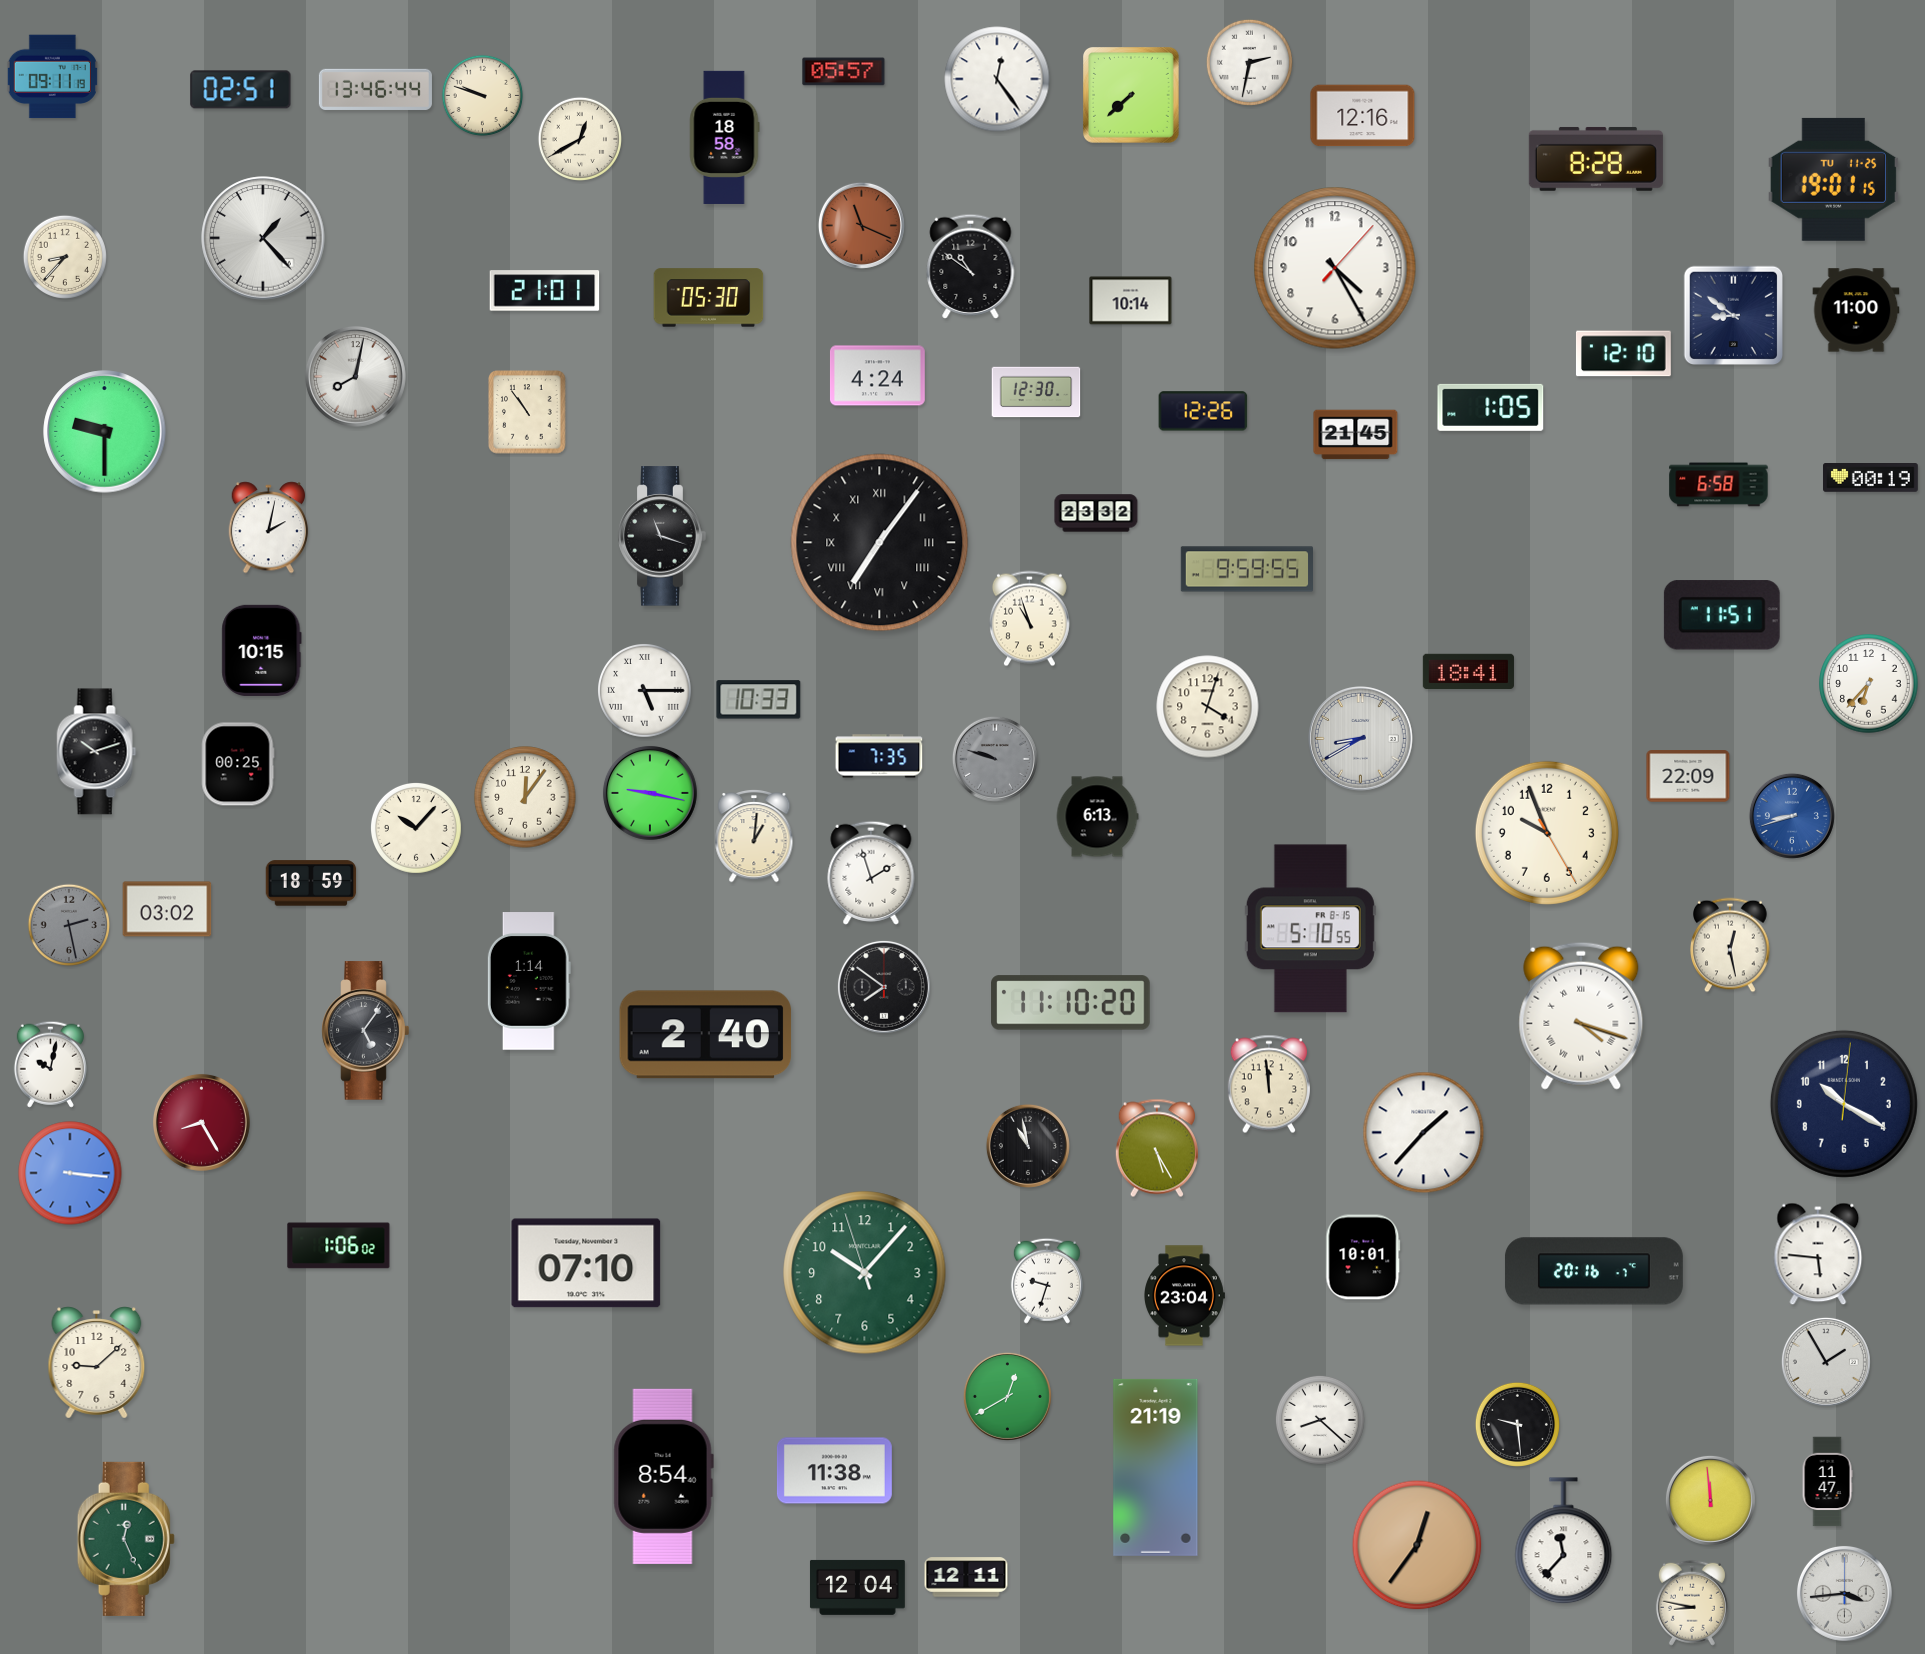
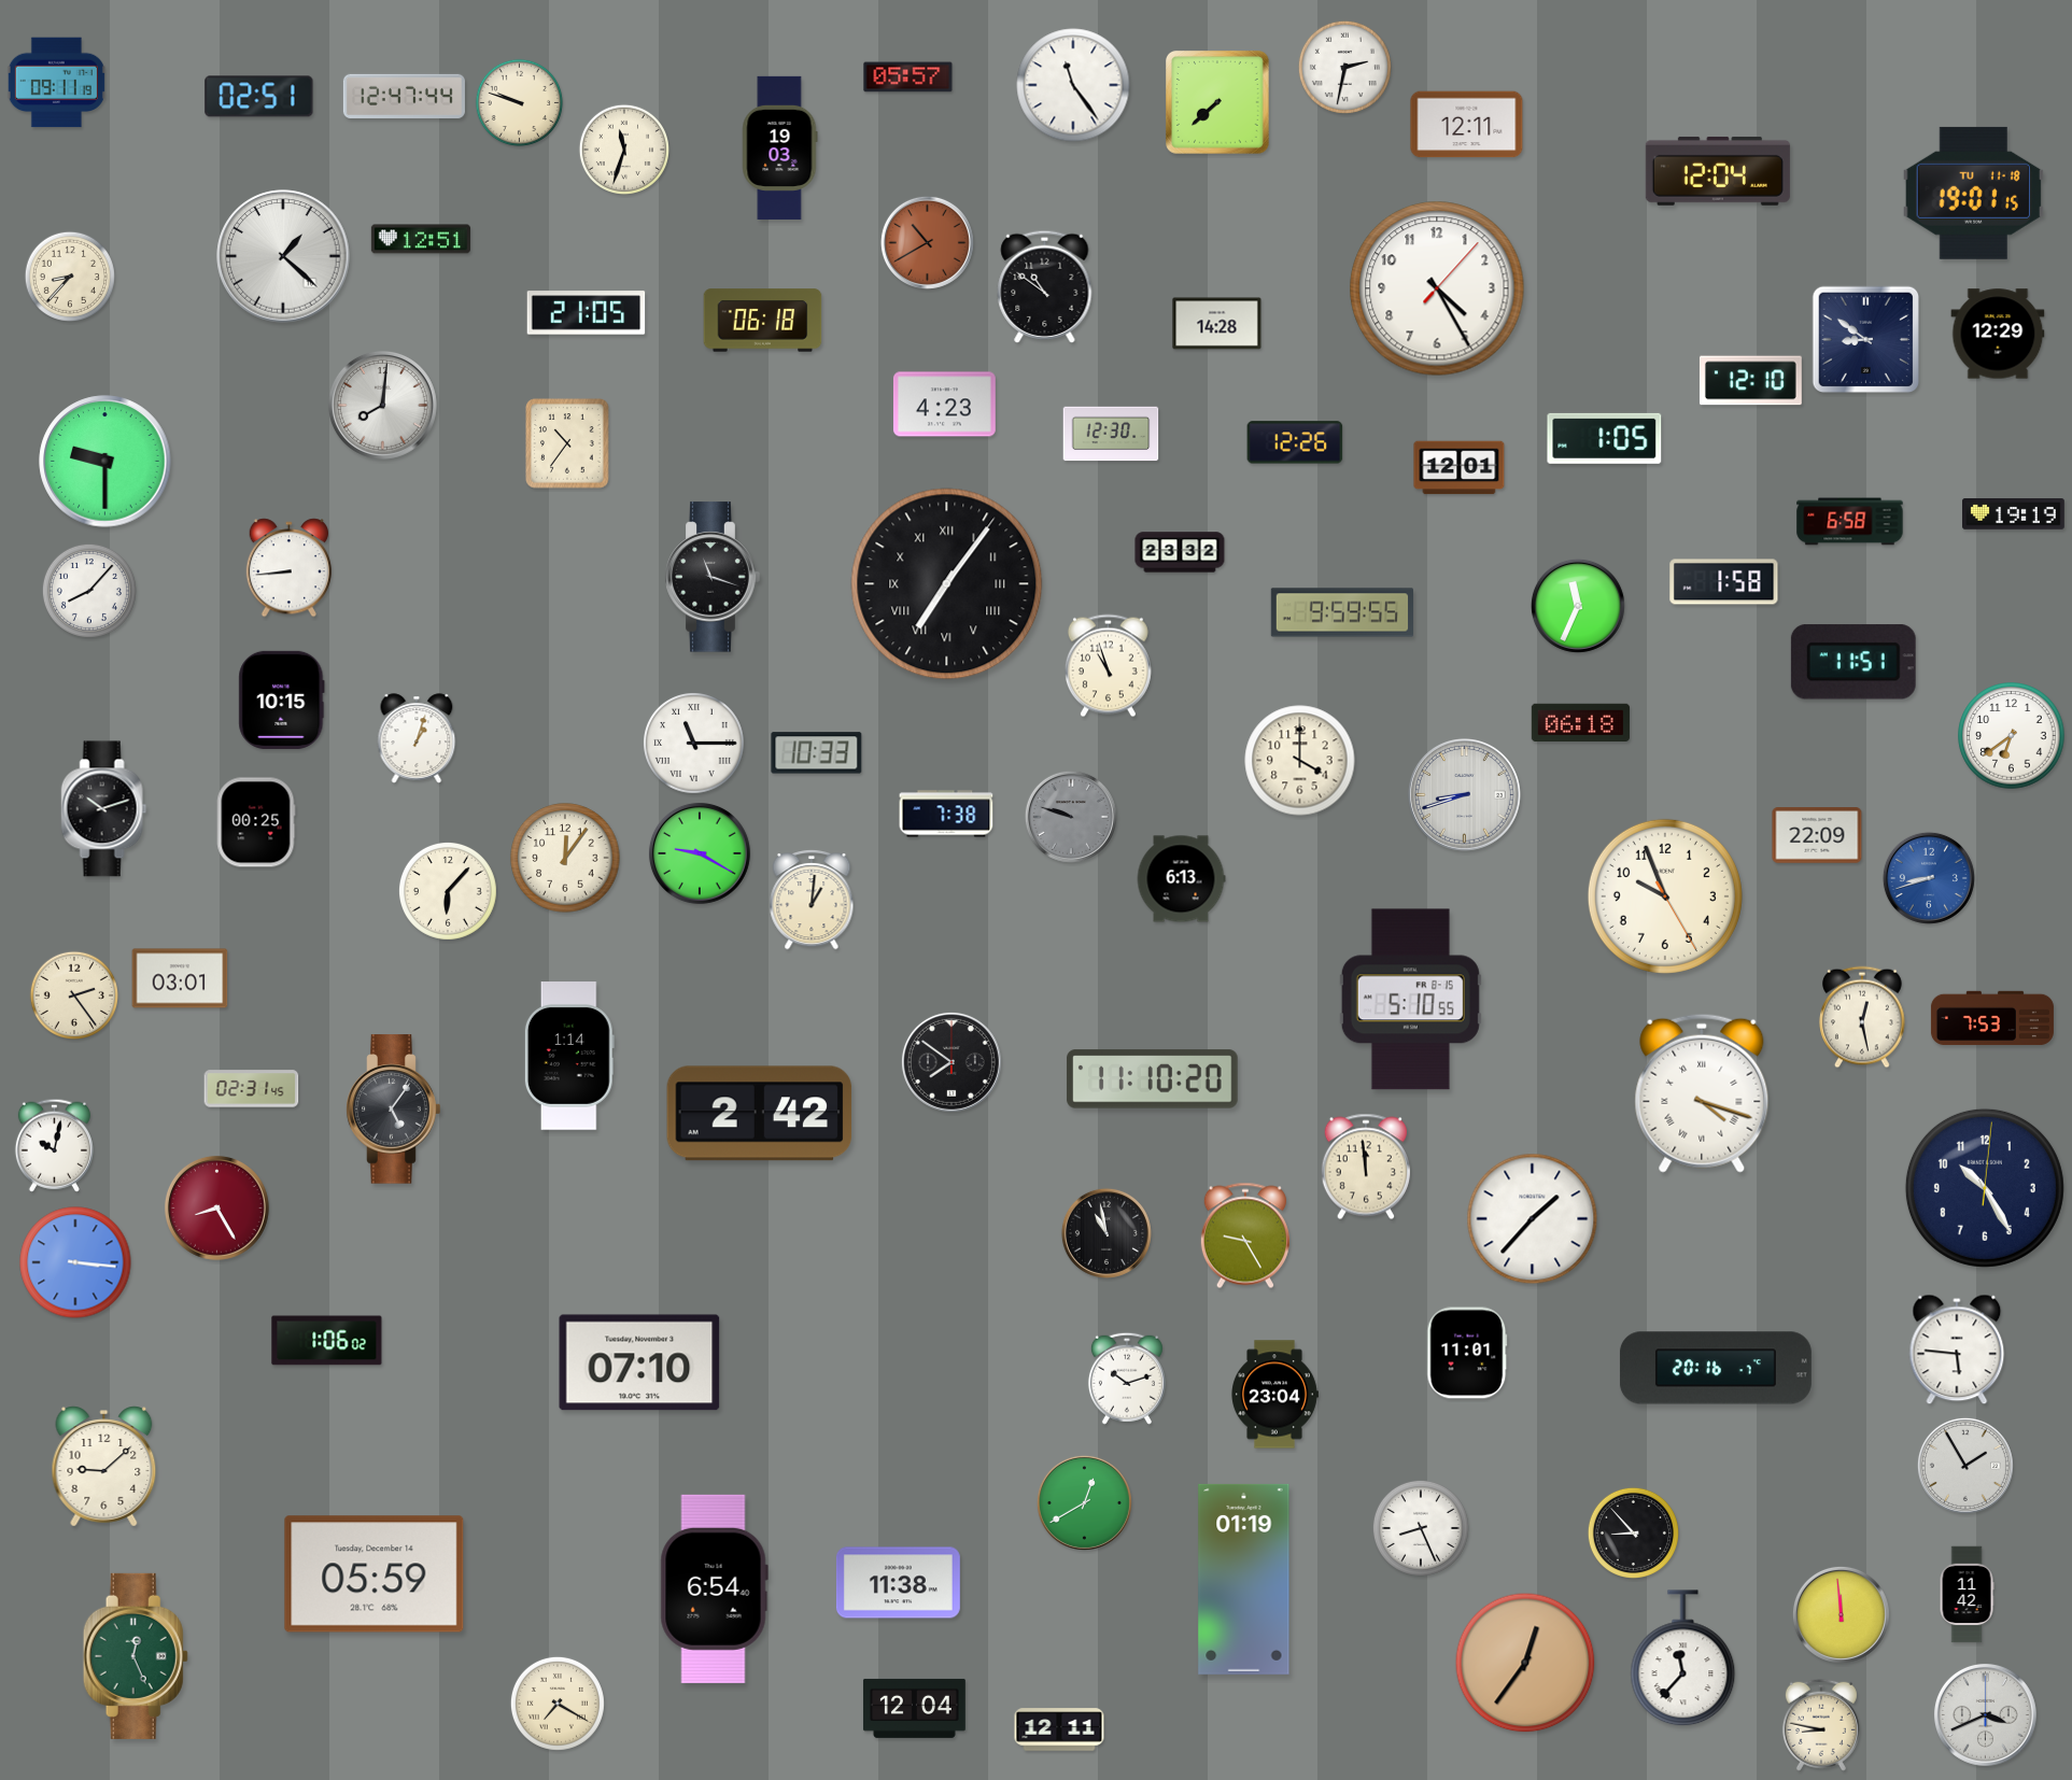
clock at (997, 79): 12:24 -> 11:24
clock at (375, 89): 13:46 -> 12:47
clock at (1363, 116): 12:16 -> 12:11
clock at (724, 137): 18:58 -> 19:03
clock at (580, 139): 12:40 -> 11:33
clock at (1596, 159): 8:28 -> 12:04
clock at (1833, 179) date: TU 11-25 -> TU 11-18
clock at (421, 239): none -> 12:51
clock at (861, 225): 11:19 -> 10:40
clock at (263, 238): 1:23 -> 1:22
clock at (545, 291): 21:01 -> 21:05
clock at (709, 298): 05:30 -> 06:18
clock at (1131, 301): 10:14 -> 14:28
clock at (1856, 310): 11:00 -> 12:29
clock at (1623, 354) position: (1623, 354) -> (1750, 381)
clock at (877, 376): 4:24 -> 4:23
clock at (356, 377): 8:02 -> 8:01
clock at (1036, 392) position: (1036, 392) -> (1111, 434)
clock at (527, 412): 10:54 -> 10:36
clock at (105, 432) position: (105, 432) -> (105, 462)
clock at (1356, 435): 21:45 -> 12:01
clock at (1871, 478): 00:19 -> 19:19
clock at (269, 528): 2:02 -> 8:44
clock at (1724, 582): none -> 1:58
clock at (89, 591): none -> 8:07
clock at (1578, 606): none -> 11:34
clock at (1468, 672): 18:41 -> 06:18
clock at (1869, 684): 6:37 -> 6:39
clock at (417, 738): none -> 1:03
clock at (645, 691): 5:15 -> 11:15
clock at (1208, 707): 4:03 -> 4:00
clock at (1361, 739): 8:40 -> 8:42
clock at (879, 756): 7:35 -> 7:38
clock at (650, 793): 9:17 -> 9:20
clock at (416, 828): 10:07 -> 6:07
clock at (871, 873): 1:57 -> none
clock at (311, 883): 18:59 -> none
clock at (167, 909): 03:02 -> 03:01
clock at (69, 925): 2:28 -> 2:24
clock at (69, 925) dial: grey -> cream
clock at (1992, 1018): none -> 7:53
clock at (252, 1089): none -> 02:31
clock at (706, 1035): 2:40 -> 2:42
clock at (1844, 1104): 10:20 -> 10:25
clock at (1157, 1148): 5:25 -> 9:25
clock at (339, 1246) position: (339, 1246) -> (327, 1341)
clock at (1363, 1257): 10:01 -> 11:01
clock at (586, 1263) position: (586, 1263) -> (639, 1362)
clock at (865, 1273): 10:06 -> none
clock at (1047, 1281): 9:33 -> 10:12
clock at (1320, 1420): 8:22 -> 8:26
clock at (1517, 1424): 9:29 -> 8:53
clock at (375, 1574): none -> 05:59
clock at (1156, 1467): 21:19 -> 01:19
clock at (663, 1476): 8:54 -> 6:54
clock at (1827, 1482): 11:47 -> 11:42
clock at (966, 1577) position: (966, 1577) -> (1059, 1729)
clock at (558, 1704): none -> 7:20
clock at (858, 1587) position: (858, 1587) -> (915, 1708)
clock at (1844, 1593): 3:44 -> 3:41
